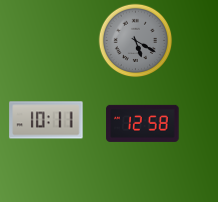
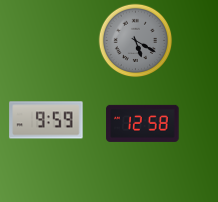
clock at (46, 120): 10:11 -> 9:59
